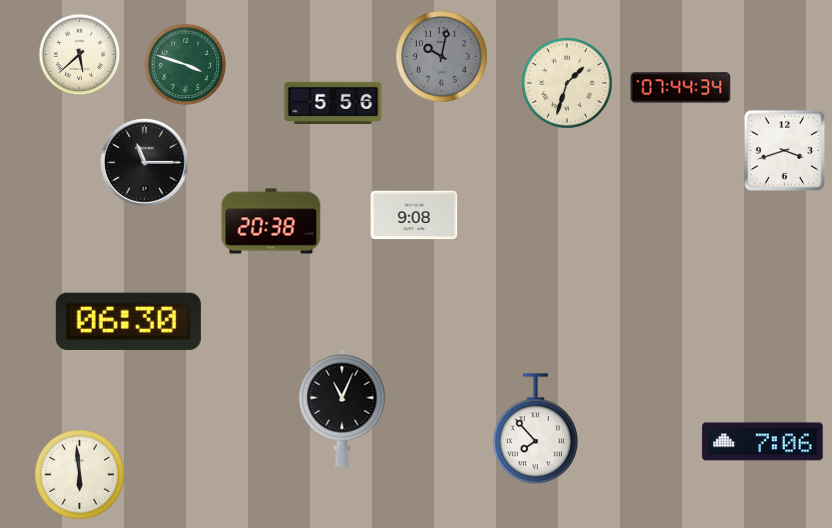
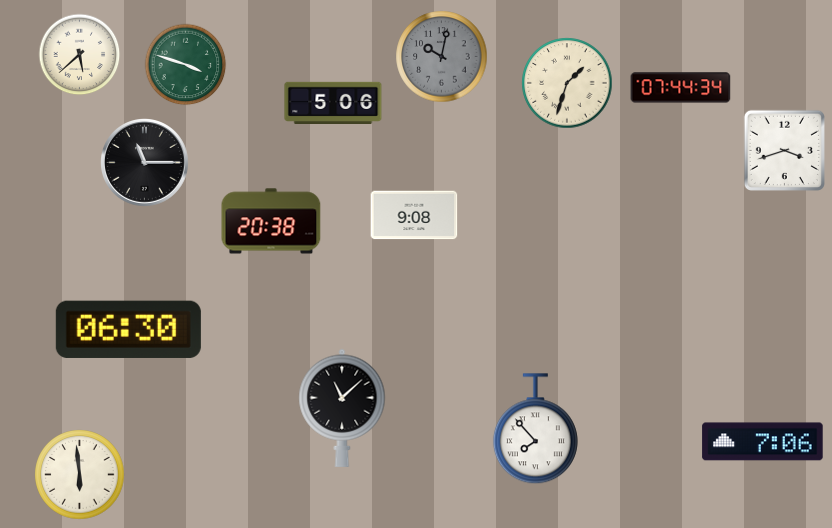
clock at (333, 102): 5:56 -> 5:06
clock at (128, 321) position: (128, 321) -> (128, 329)
clock at (342, 408): 11:04 -> 11:08
